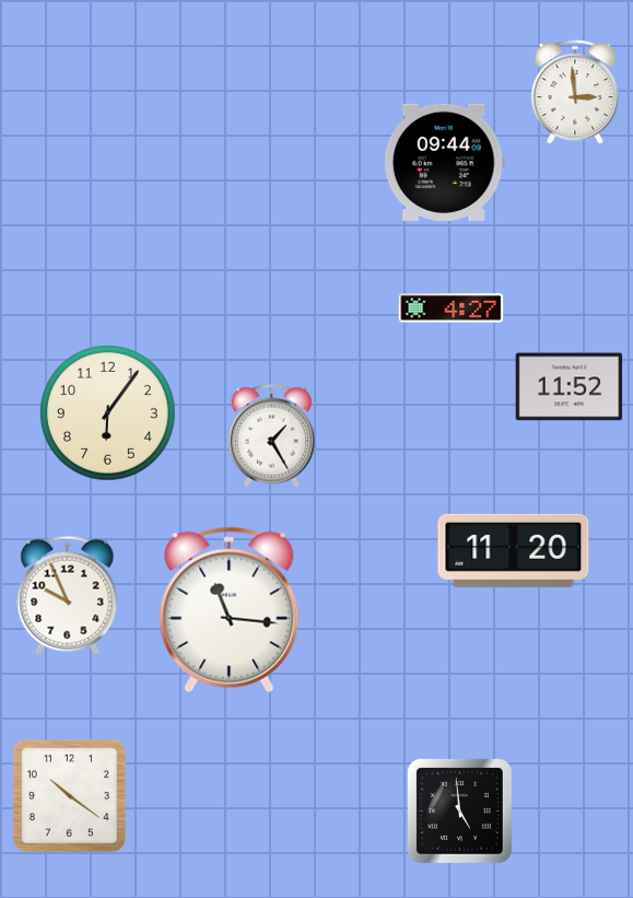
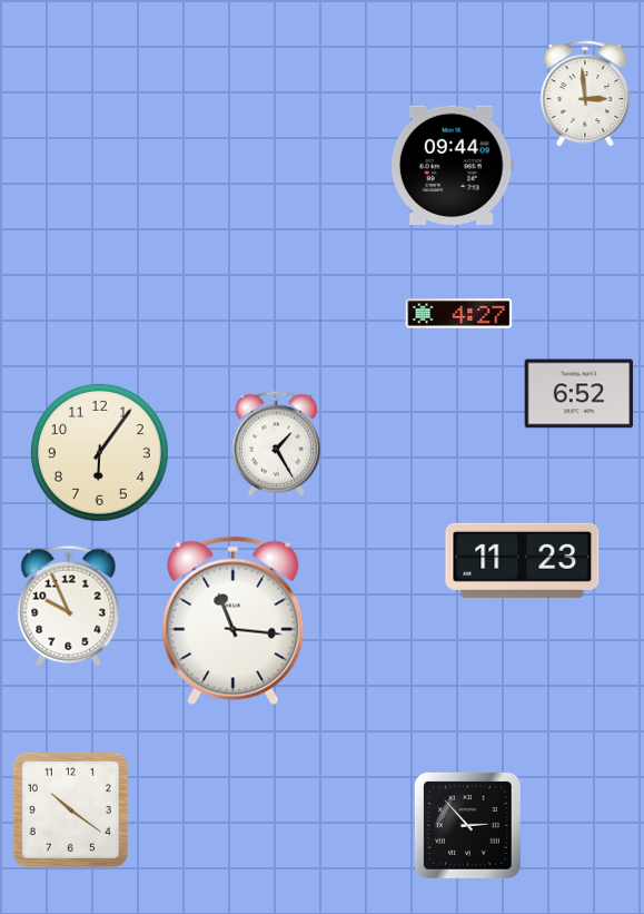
clock at (570, 387): 11:52 -> 6:52
clock at (108, 413) position: (108, 413) -> (100, 453)
clock at (514, 550): 11:20 -> 11:23
clock at (459, 810): 4:59 -> 2:53
